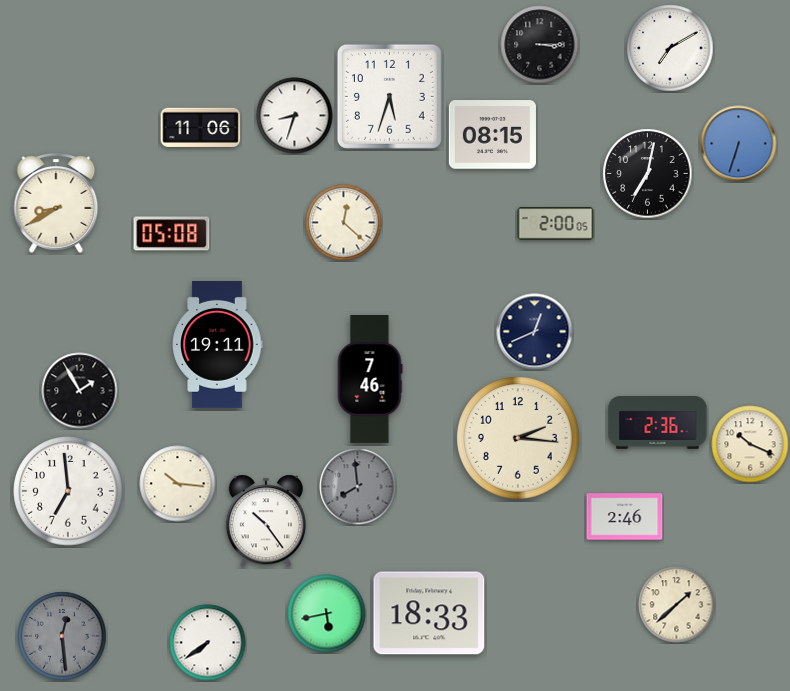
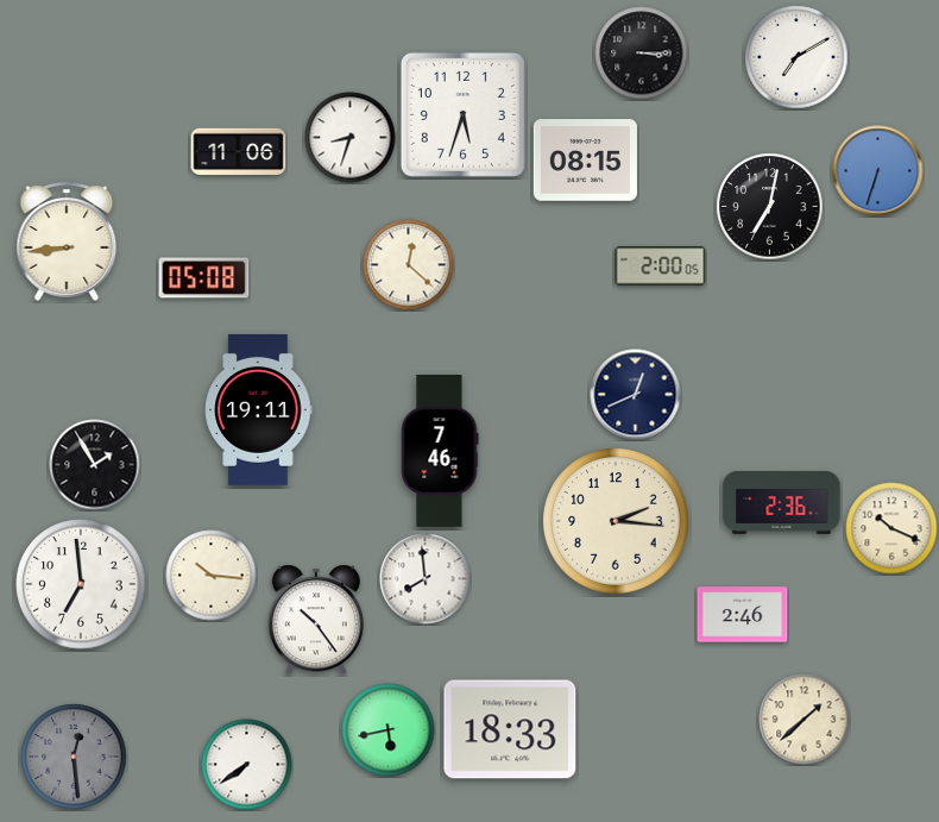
clock at (56, 203): 8:40 -> 8:44
clock at (358, 487) dial: grey -> white
